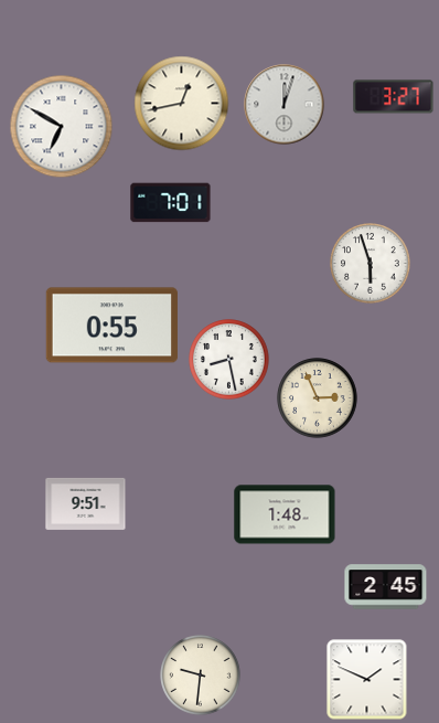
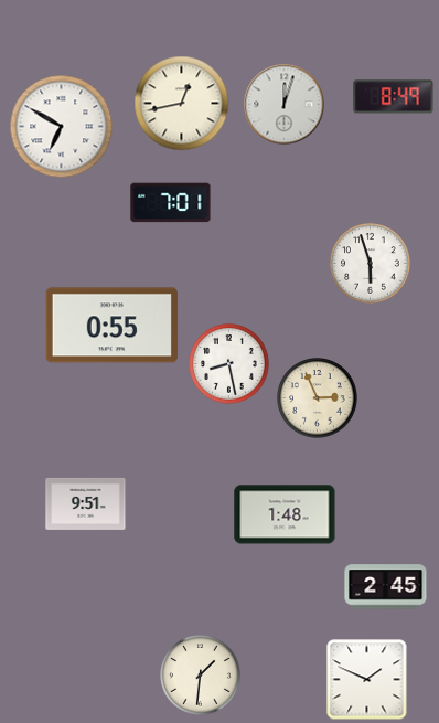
clock at (394, 97): 3:27 -> 8:49
clock at (229, 360) position: (229, 360) -> (229, 364)
clock at (201, 676): 9:31 -> 1:31
